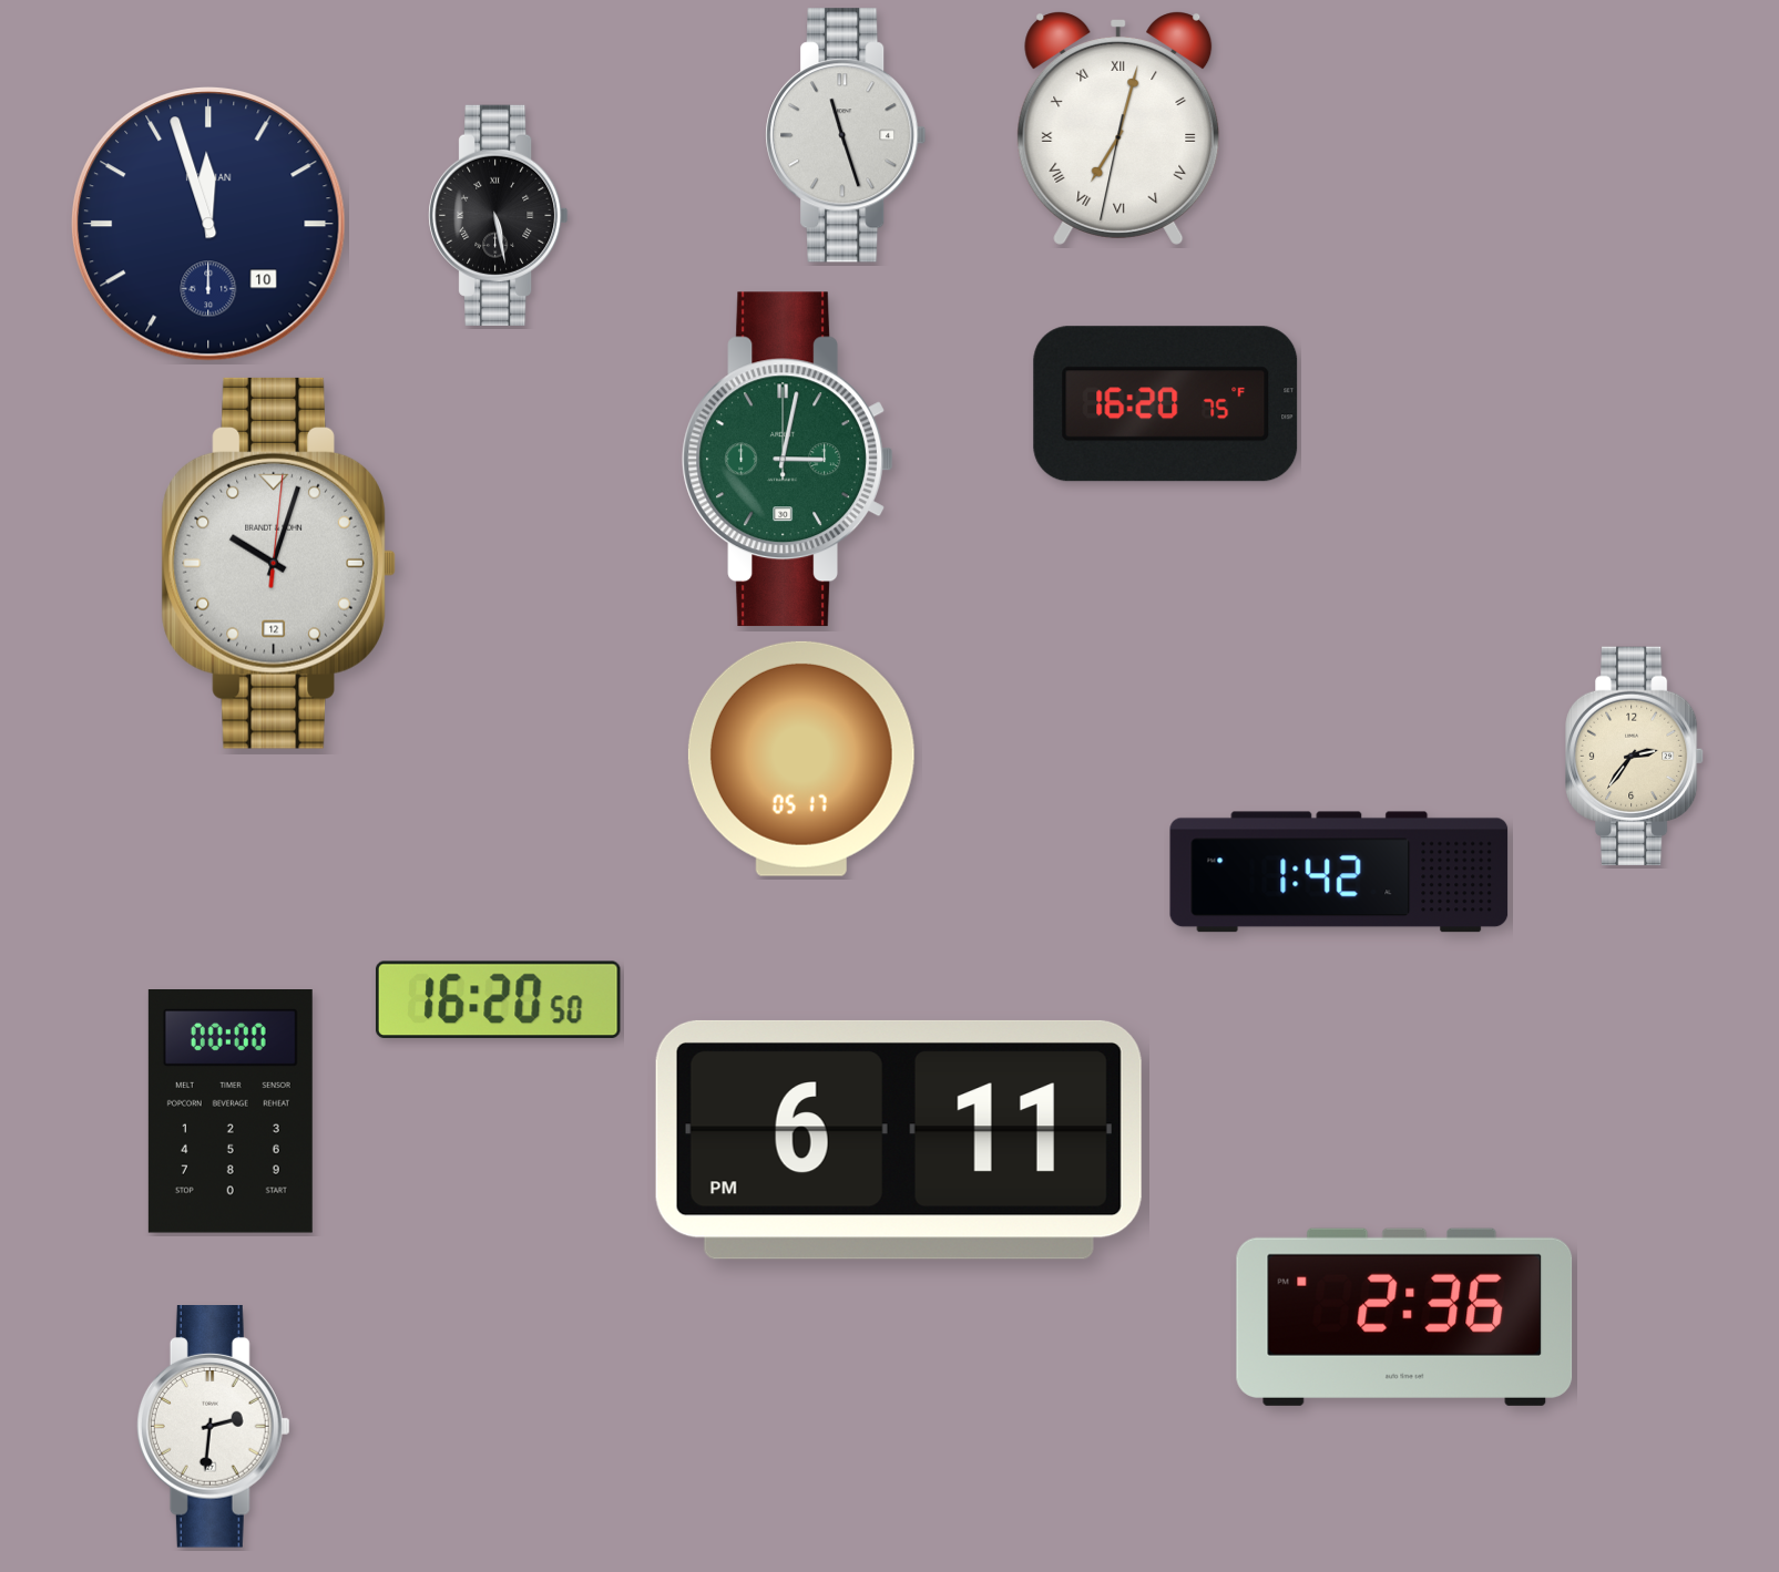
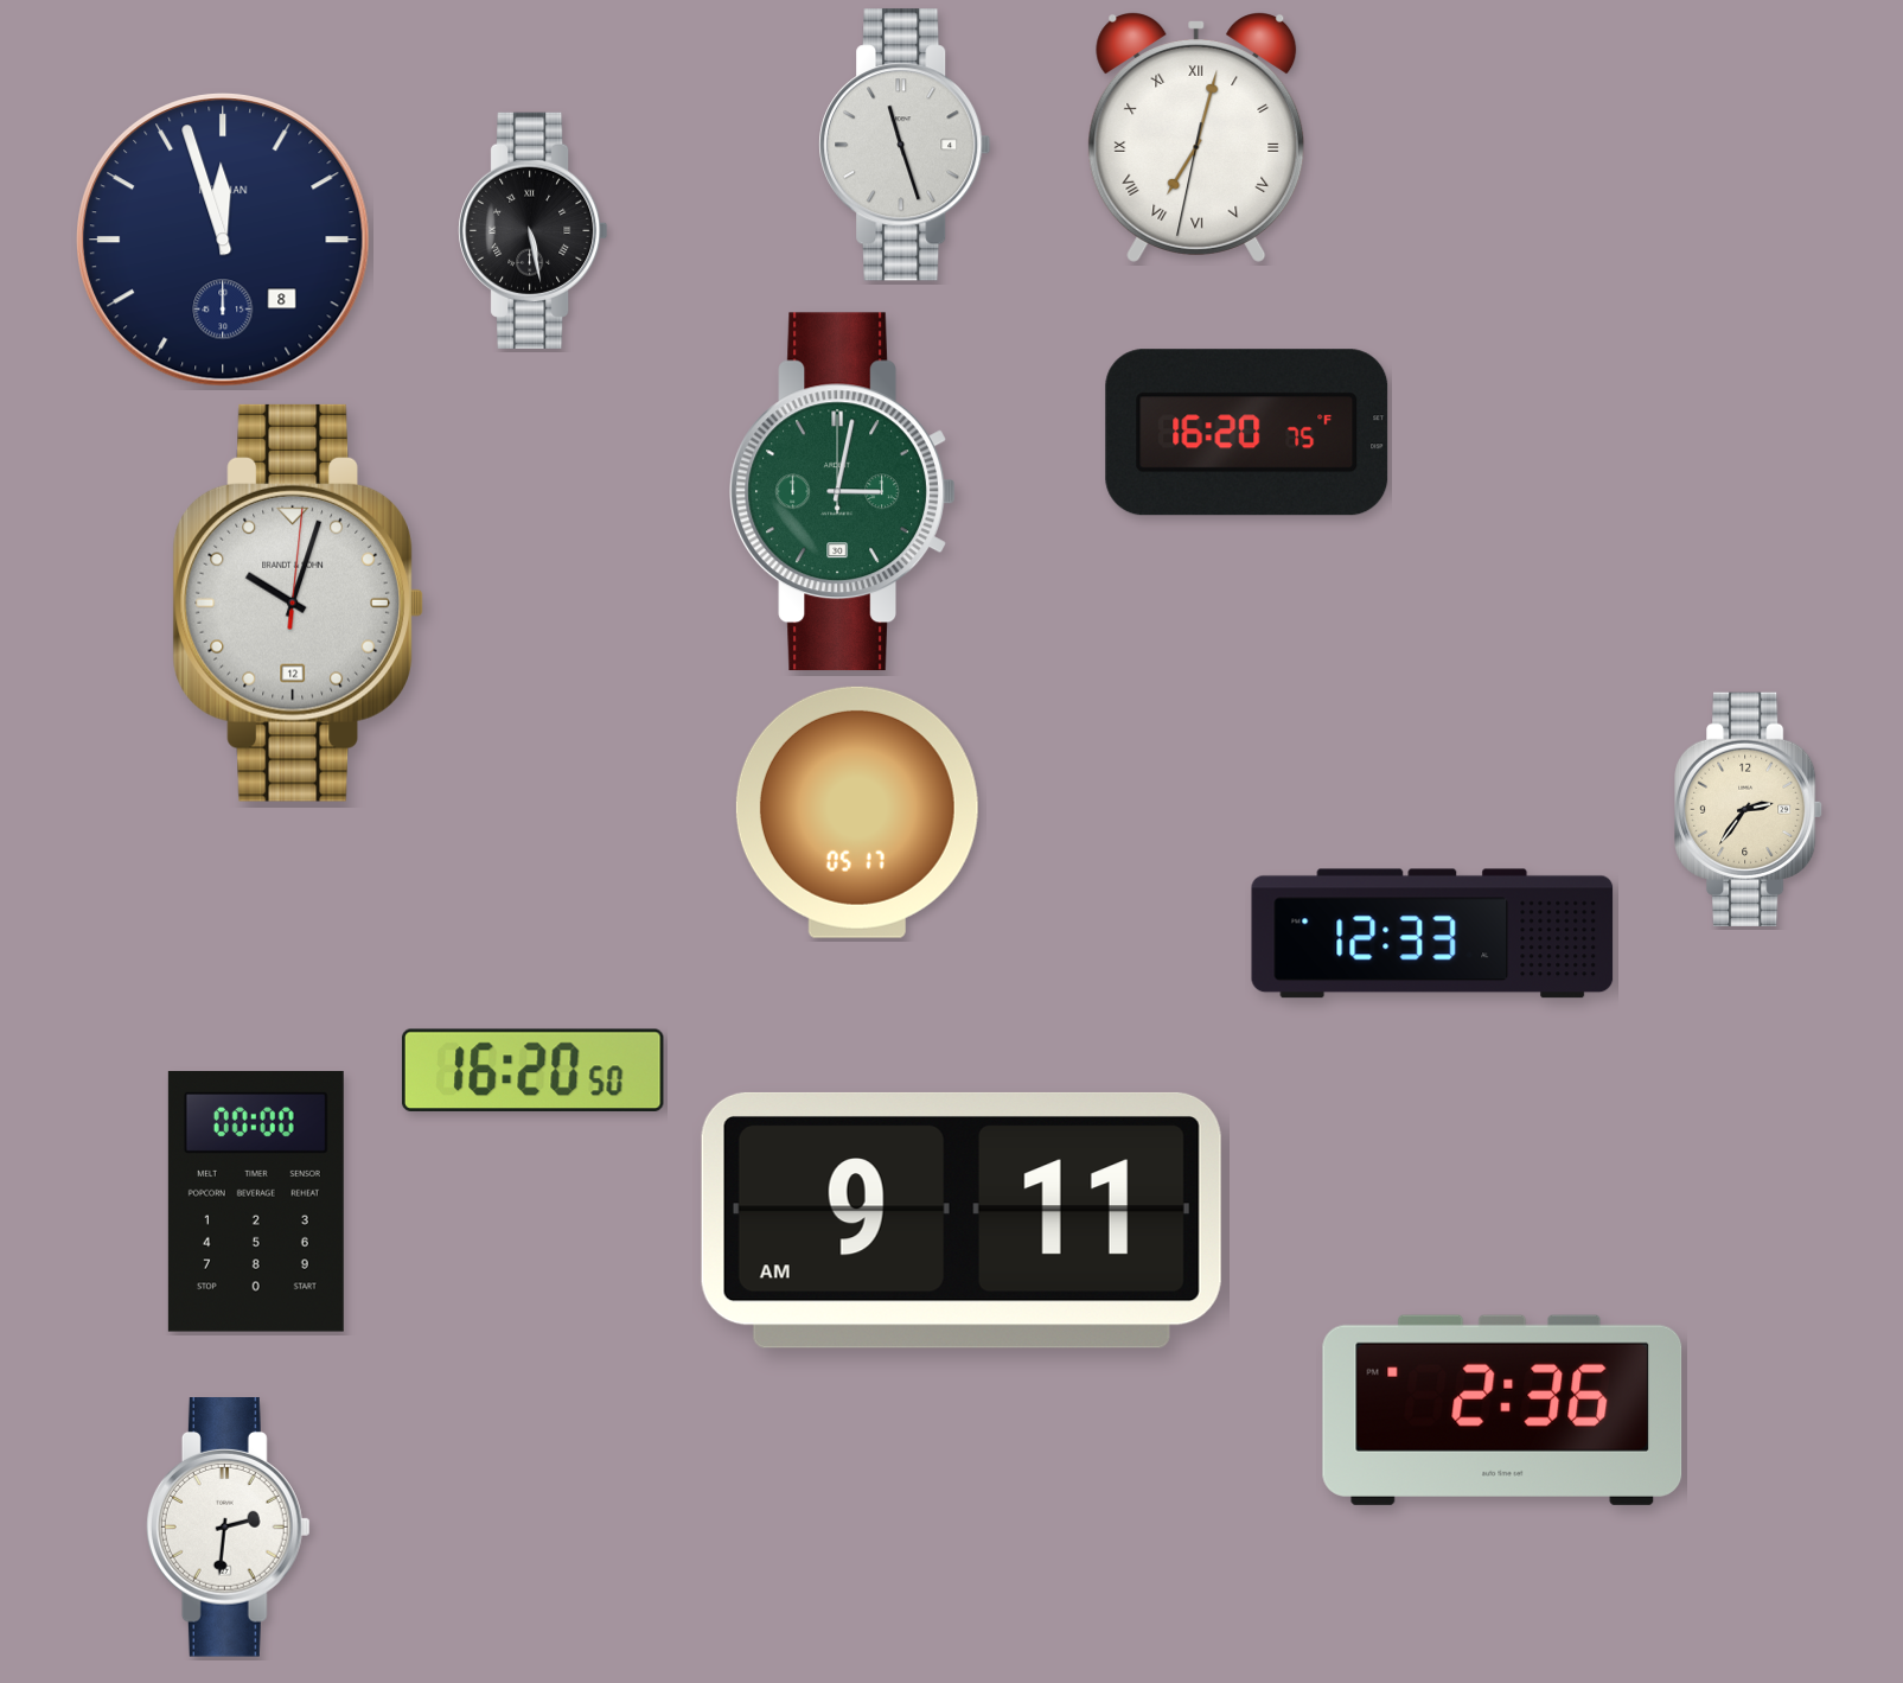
clock at (209, 225) date: 10 -> 8
clock at (1339, 872): 1:42 -> 12:33
clock at (231, 1112) position: (231, 1112) -> (256, 1203)
clock at (899, 1140): 6:11 -> 9:11
